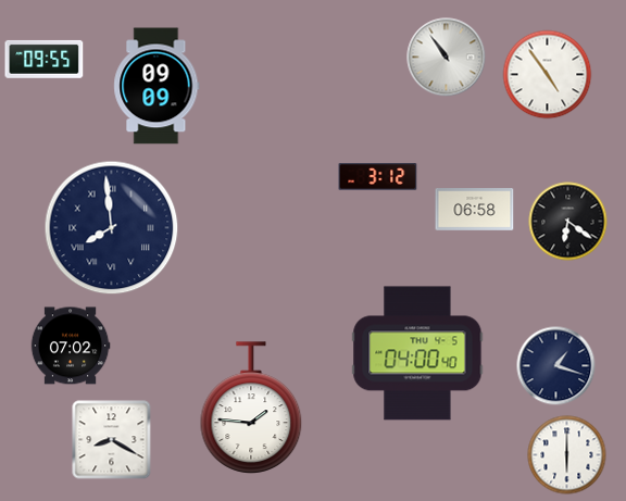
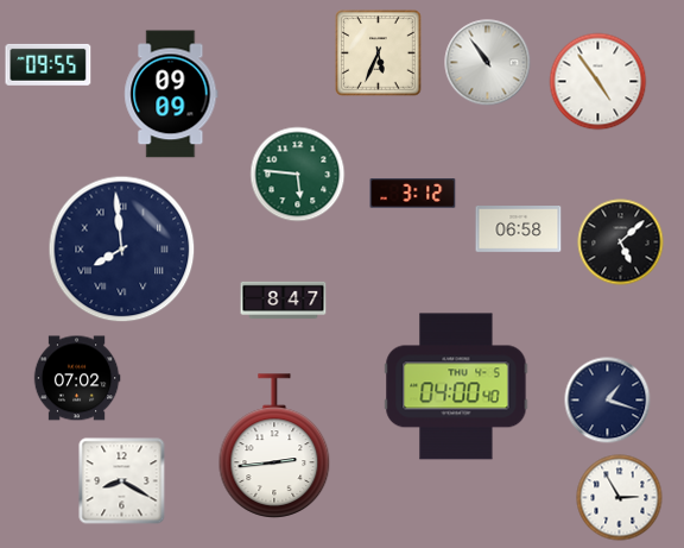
clock at (379, 53): none -> 5:34
clock at (298, 175): none -> 5:46
clock at (568, 222): 6:21 -> 5:08
clock at (284, 301): none -> 8:47
clock at (251, 408): 1:46 -> 2:44
clock at (567, 455): 6:00 -> 2:55
